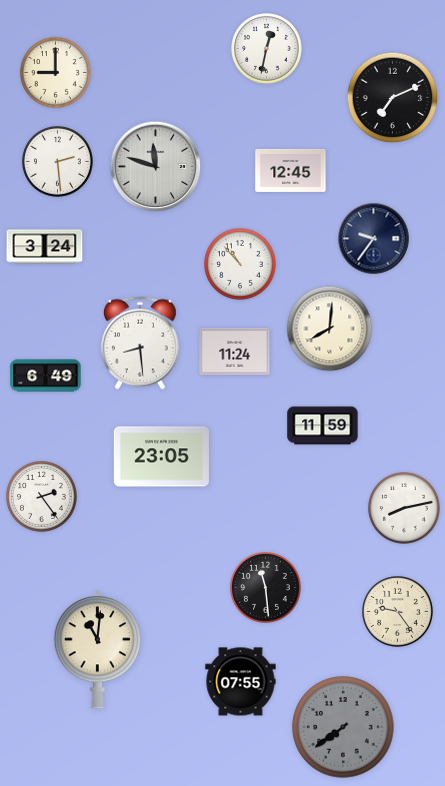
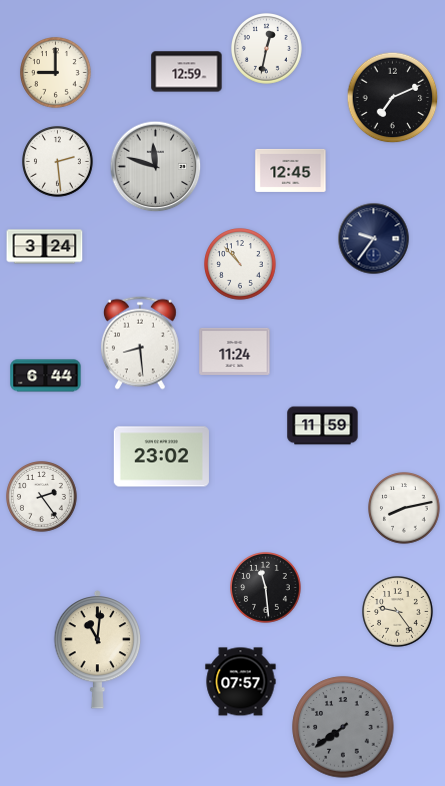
clock at (187, 72): none -> 12:59
clock at (330, 329): 8:01 -> none
clock at (46, 376): 6:49 -> 6:44
clock at (161, 457): 23:05 -> 23:02
clock at (241, 682): 07:55 -> 07:57
